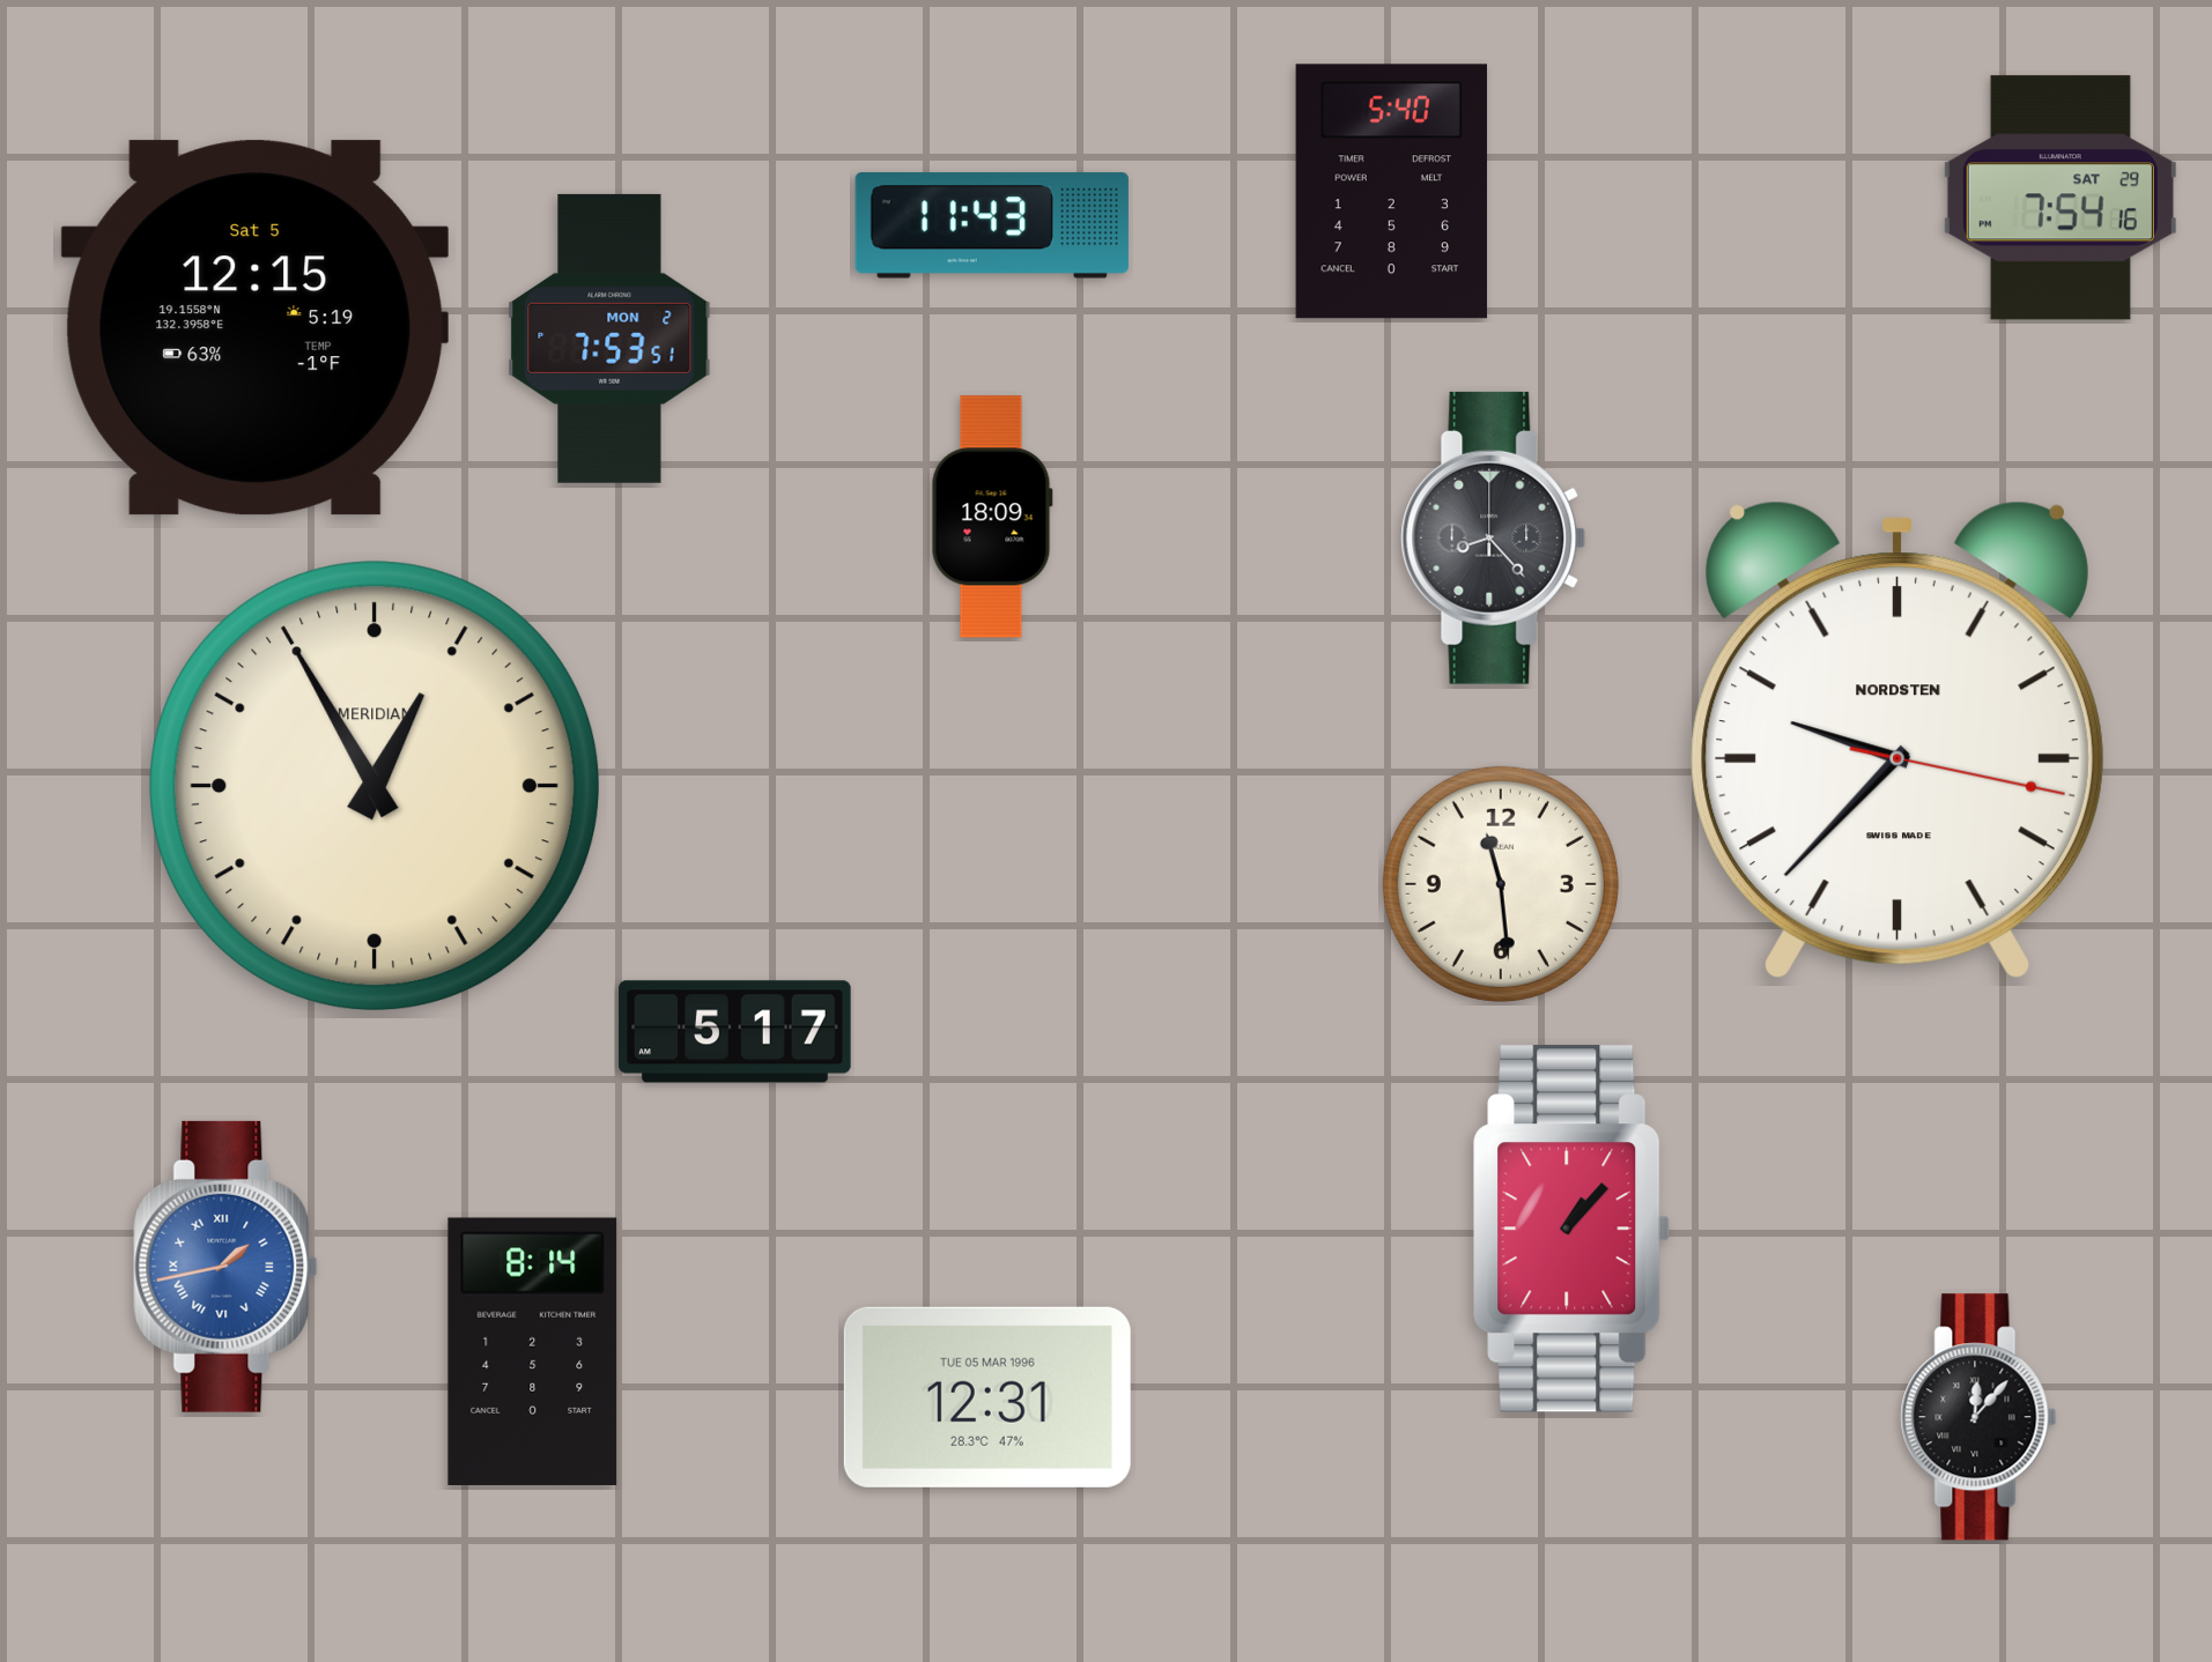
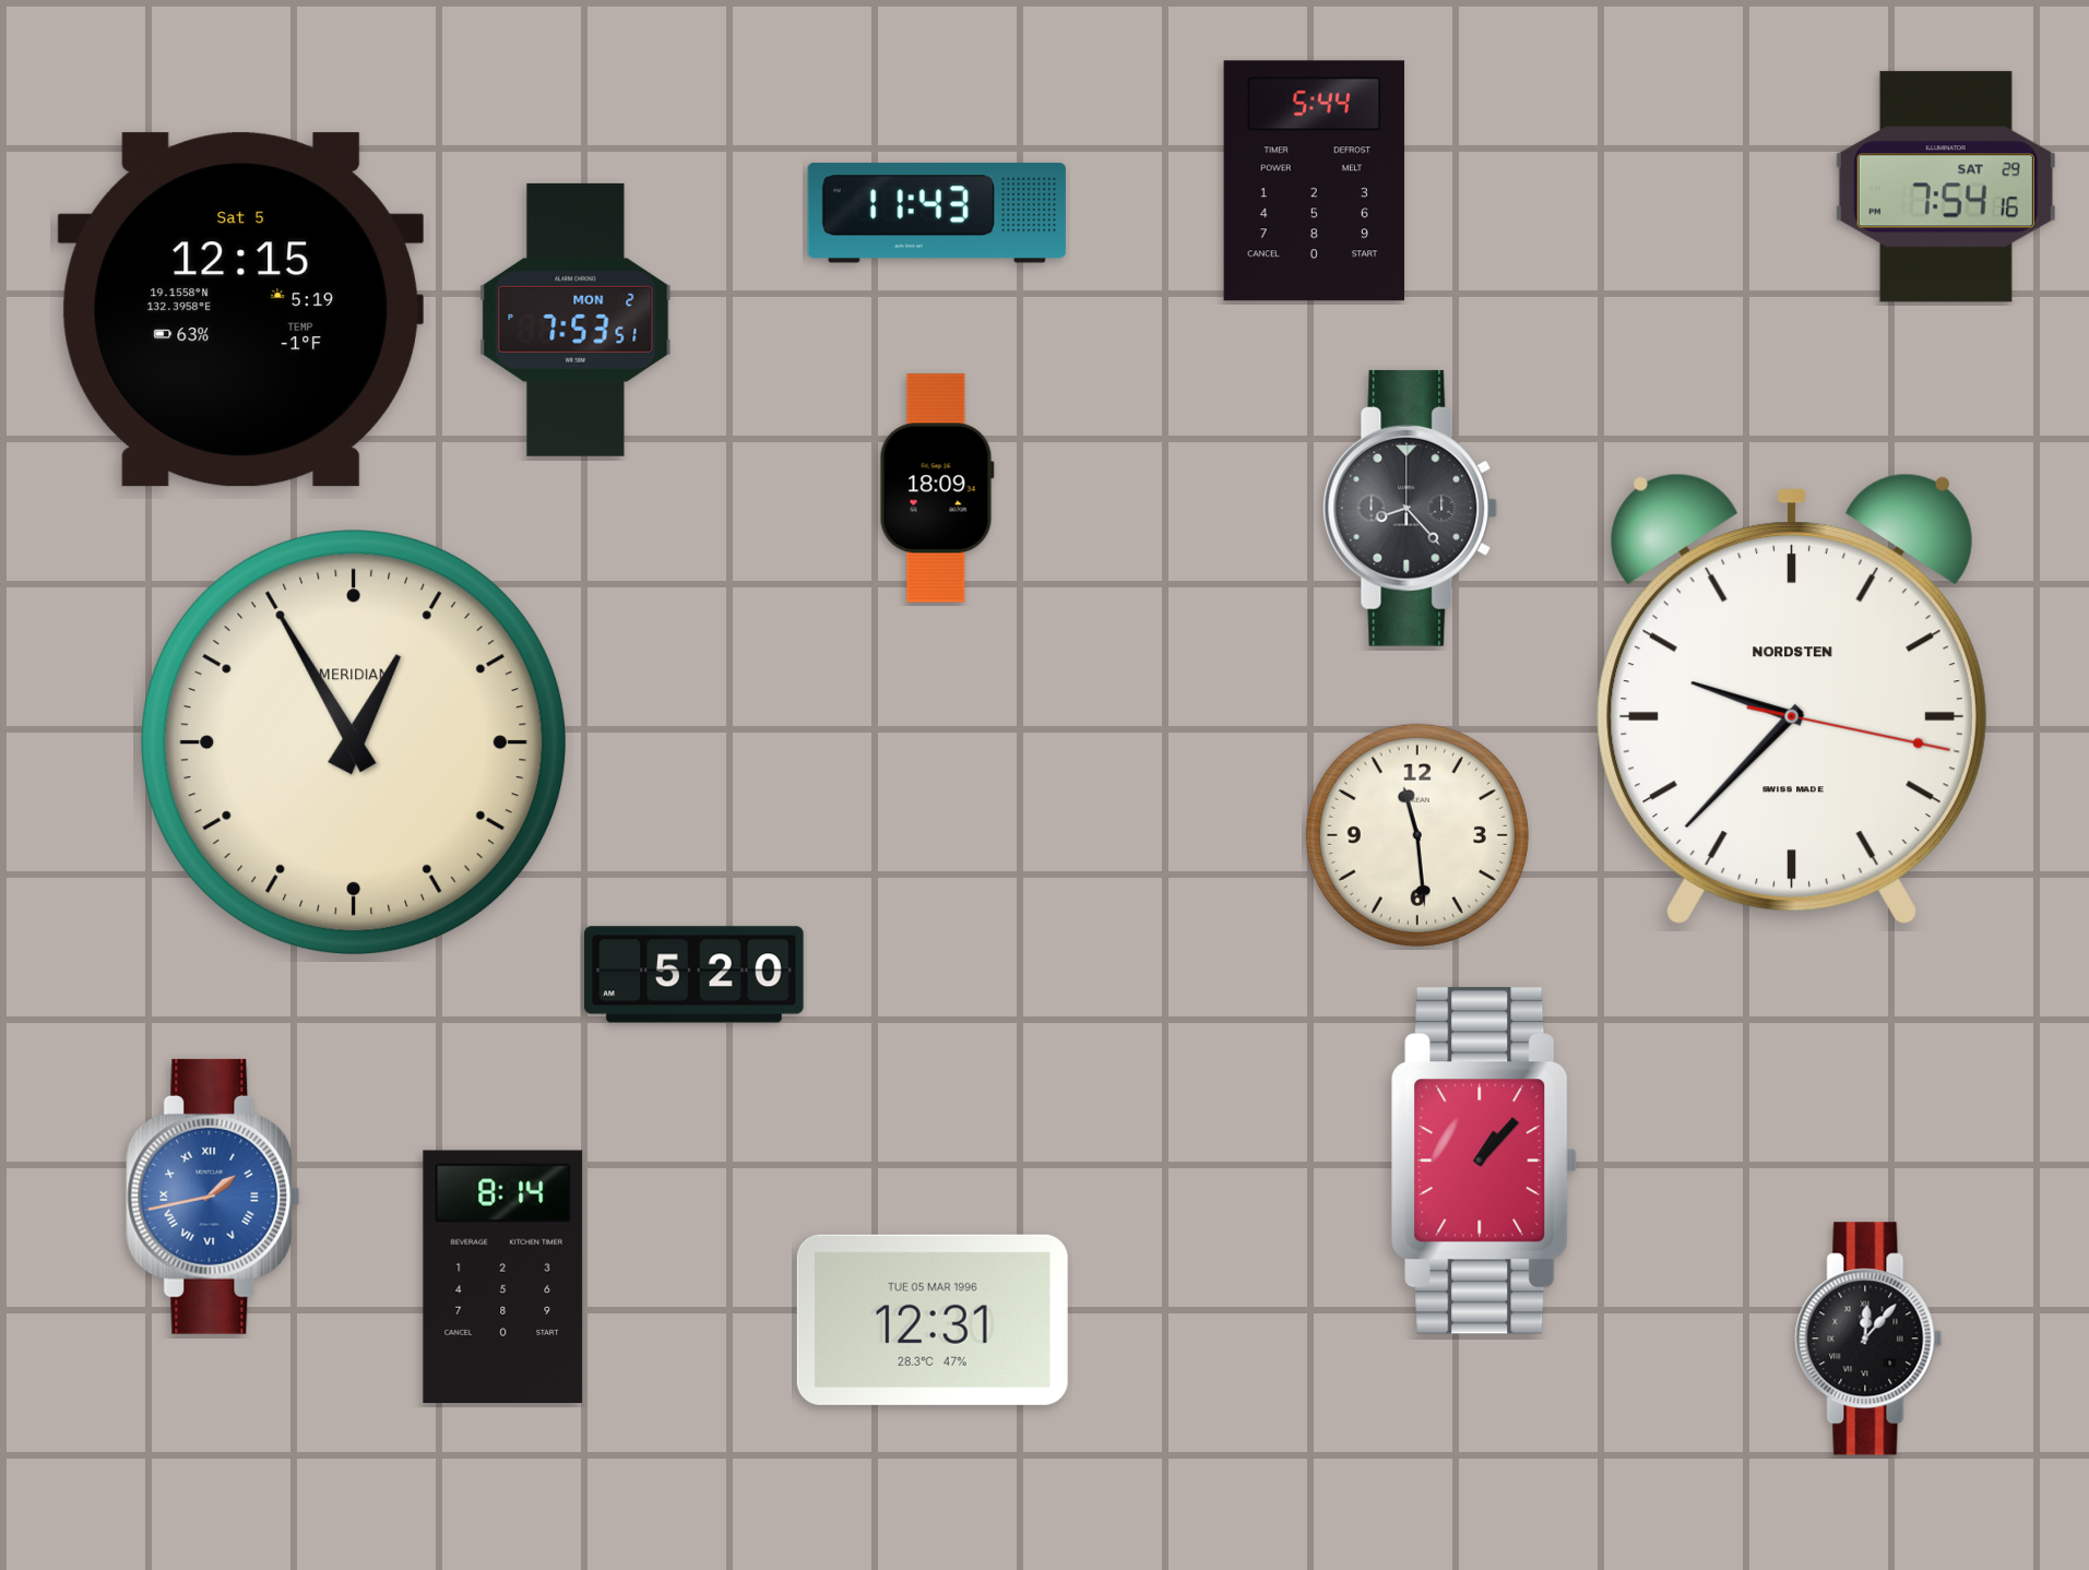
clock at (1391, 192): 5:40 -> 5:44
clock at (735, 1032): 5:17 -> 5:20
